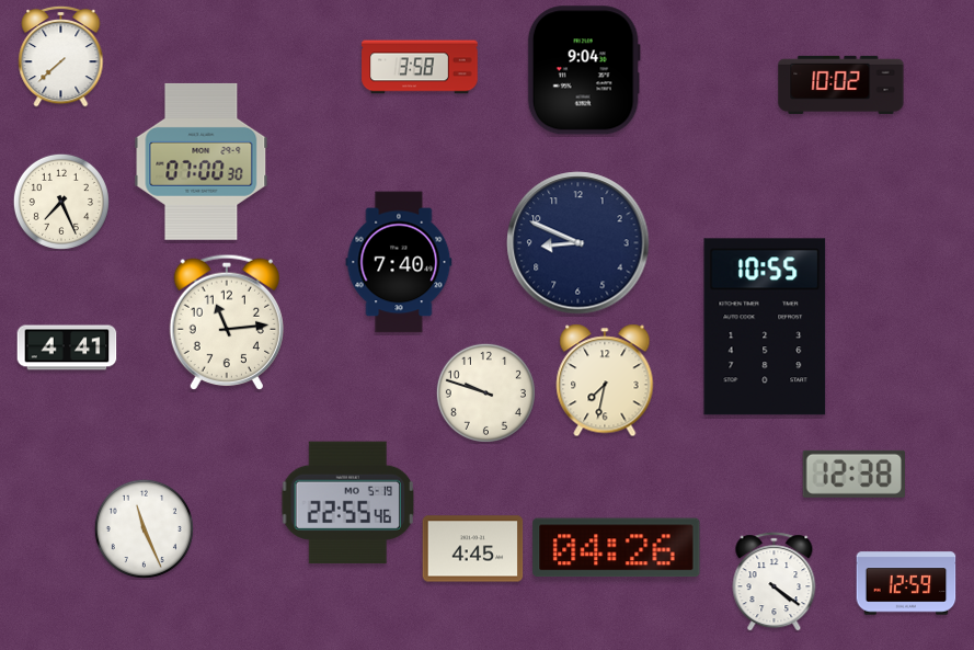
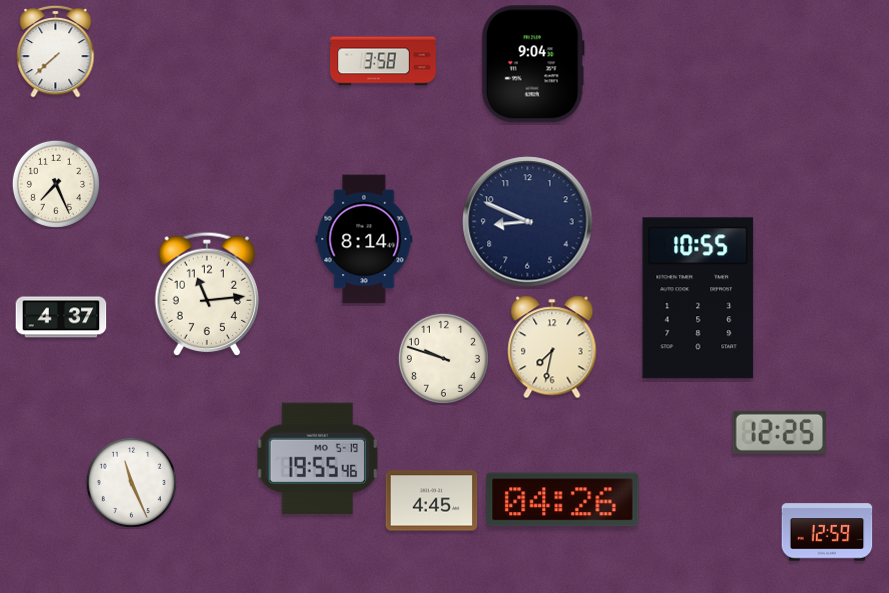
clock at (841, 84): 10:02 -> none
clock at (202, 161): 07:00 -> none
clock at (399, 262): 7:40 -> 8:14
clock at (67, 347): 4:41 -> 4:37
clock at (853, 474): 12:38 -> 12:25
clock at (348, 502): 22:55 -> 19:55
clock at (775, 582): 4:21 -> none
